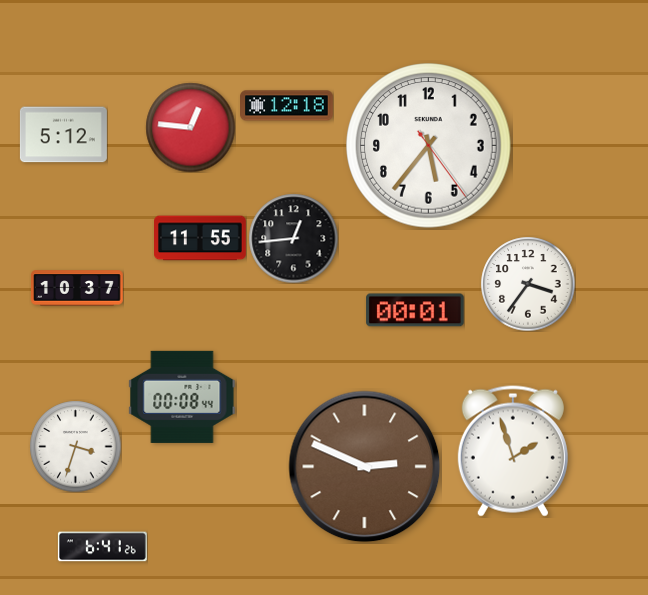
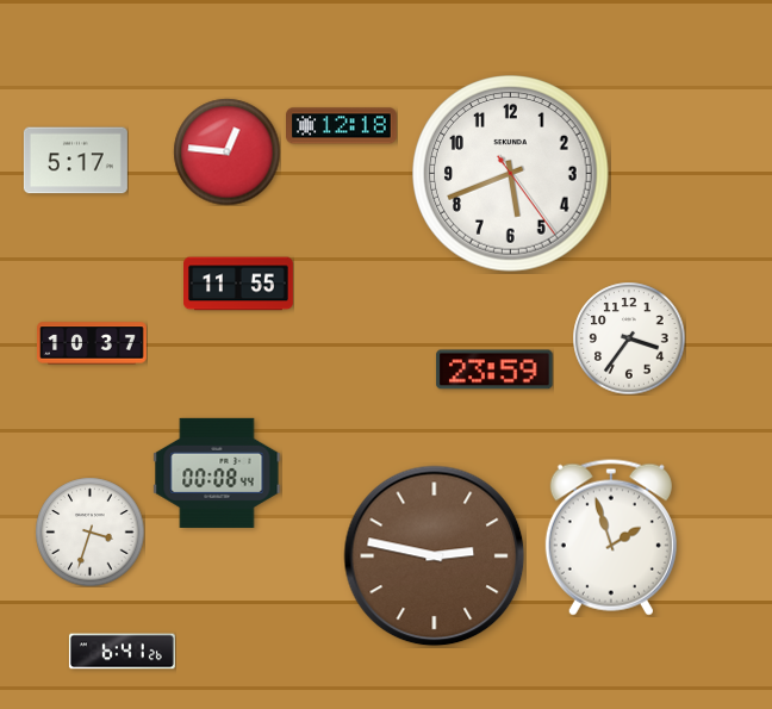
clock at (63, 135): 5:12 -> 5:17
clock at (429, 146): 5:36 -> 5:41
clock at (293, 238): 12:44 -> none
clock at (415, 310): 00:01 -> 23:59
clock at (365, 467): 2:49 -> 2:47
